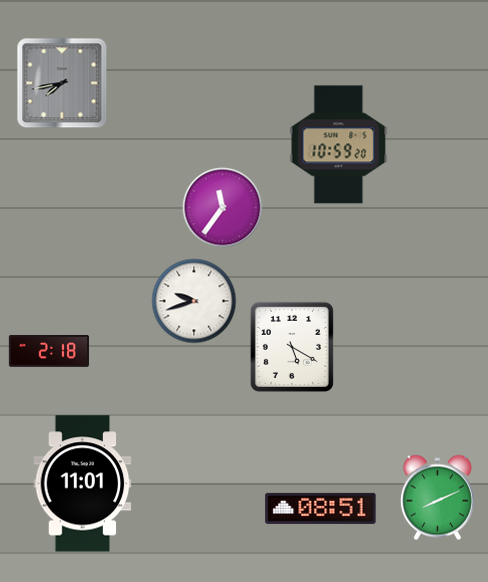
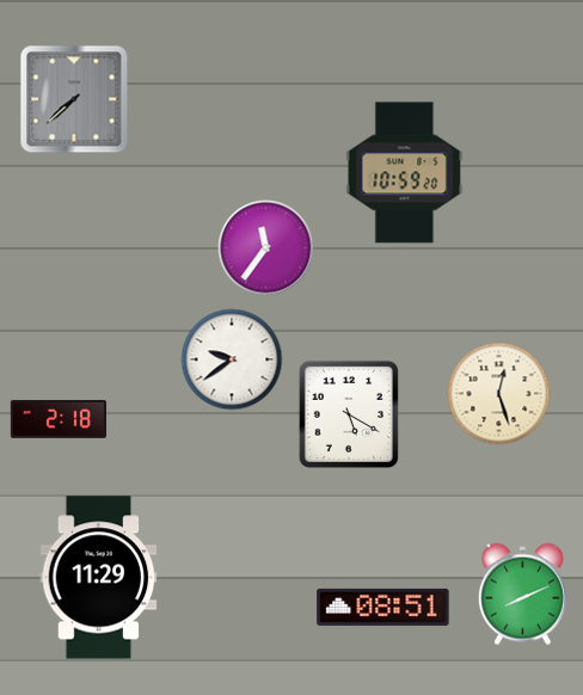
clock at (62, 83): 7:43 -> 7:38
clock at (194, 301): 9:42 -> 9:39
clock at (499, 394): none -> 12:27
clock at (83, 484): 11:01 -> 11:29
